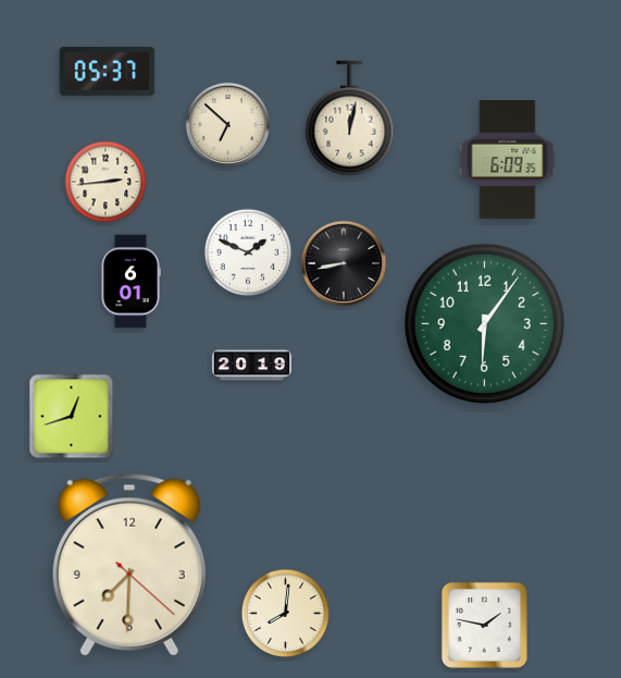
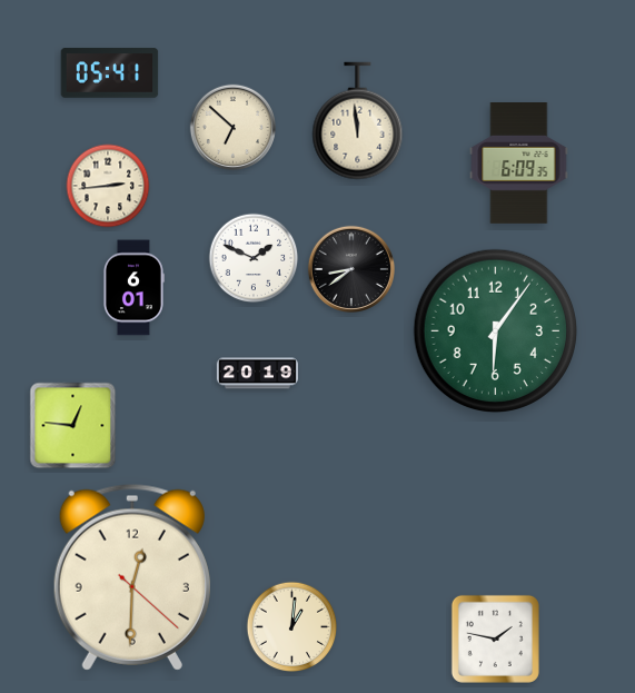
clock at (108, 72): 05:37 -> 05:41
clock at (350, 119): 12:02 -> 11:59
clock at (343, 262): 8:43 -> 8:39
clock at (72, 417): 12:42 -> 12:46
clock at (129, 565): 7:30 -> 12:30
clock at (286, 614): 8:01 -> 1:01
